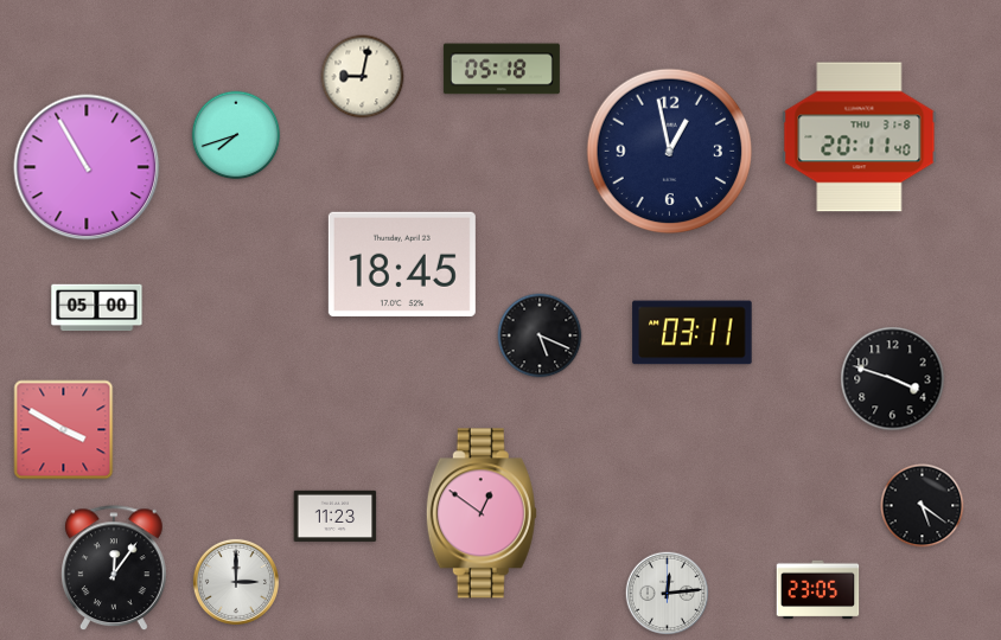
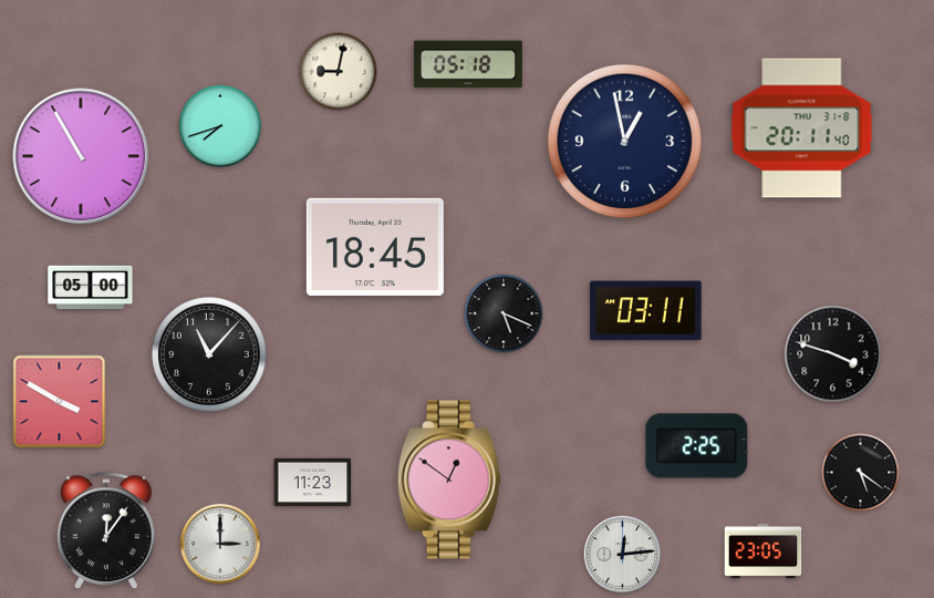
clock at (209, 354): none -> 11:07
clock at (697, 446): none -> 2:25
